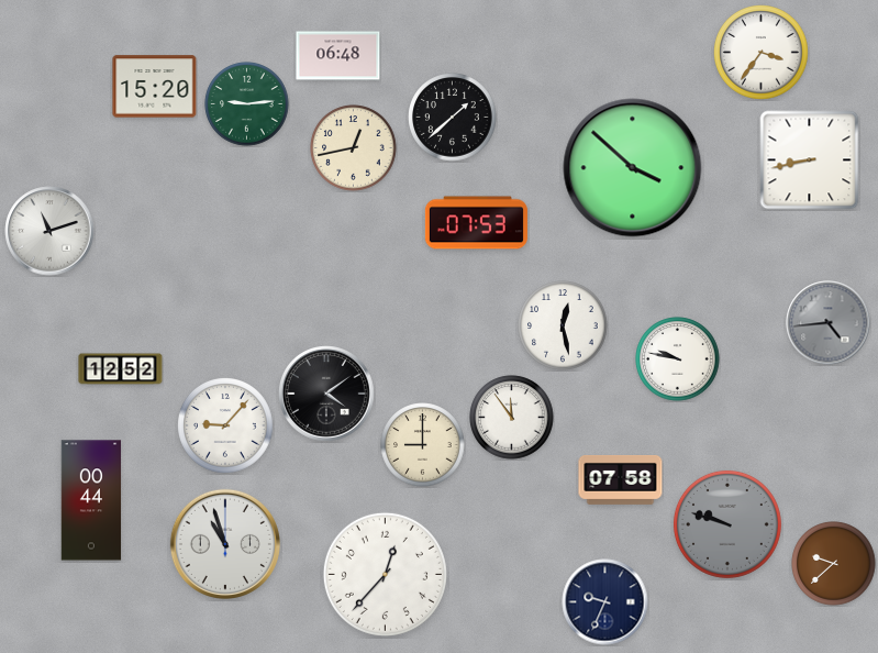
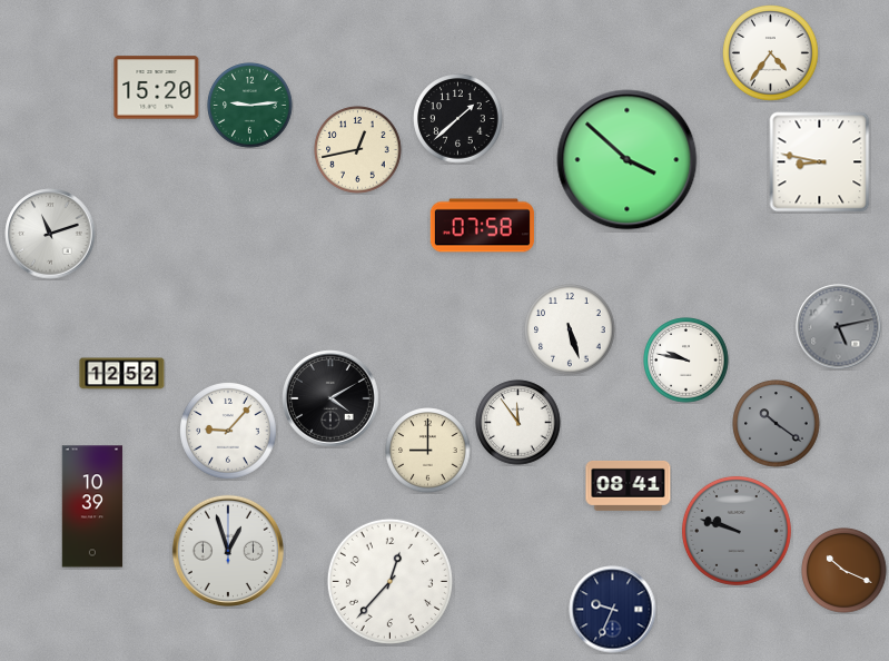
clock at (762, 53): 3:36 -> 4:36
clock at (338, 56): 06:48 -> none
clock at (810, 161): 8:43 -> 8:47
clock at (633, 168) position: (633, 168) -> (628, 160)
clock at (476, 223): 07:53 -> 07:58
clock at (829, 323): 4:44 -> 5:13
clock at (563, 325): 12:28 -> 5:27
clock at (678, 359) position: (678, 359) -> (686, 361)
clock at (326, 394): 4:09 -> 4:10
clock at (777, 424): none -> 10:21
clock at (621, 479): 07:58 -> 08:41
clock at (91, 500): 00:44 -> 10:39
clock at (225, 544): 10:57 -> 12:57
clock at (834, 564): 9:38 -> 10:19
